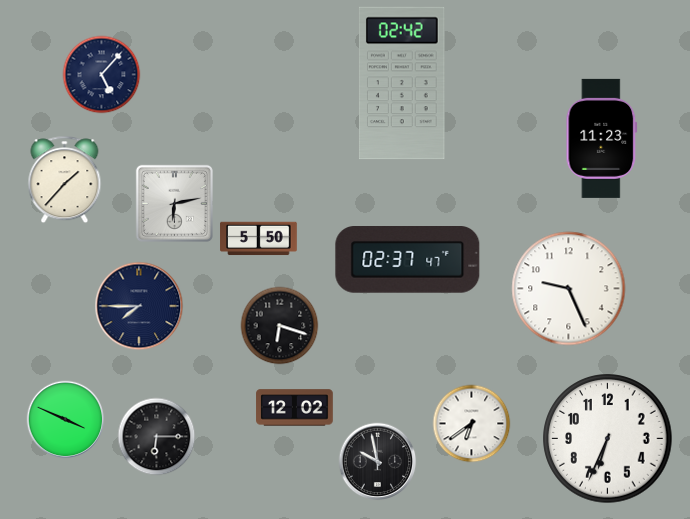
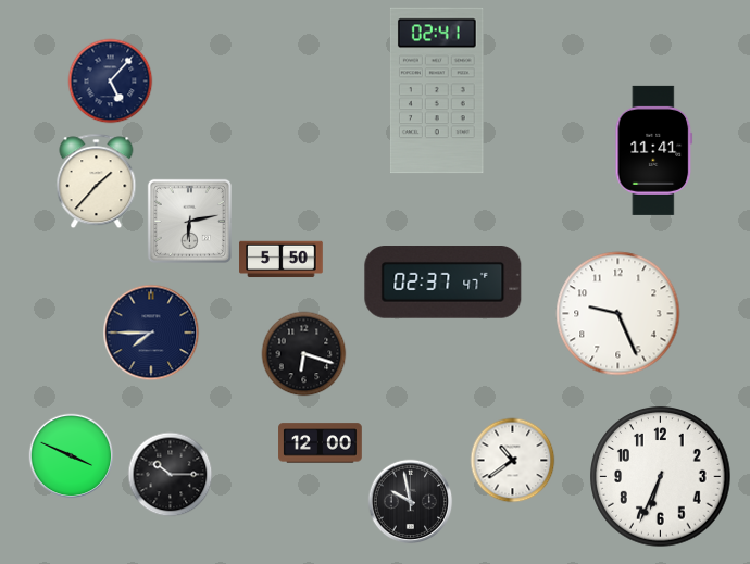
clock at (402, 83): 02:42 -> 02:41
clock at (602, 138): 11:23 -> 11:41
clock at (65, 179) position: (65, 179) -> (97, 180)
clock at (295, 408): 12:02 -> 12:00
clock at (471, 423): 6:39 -> 10:39
clock at (156, 436): 6:15 -> 10:15
